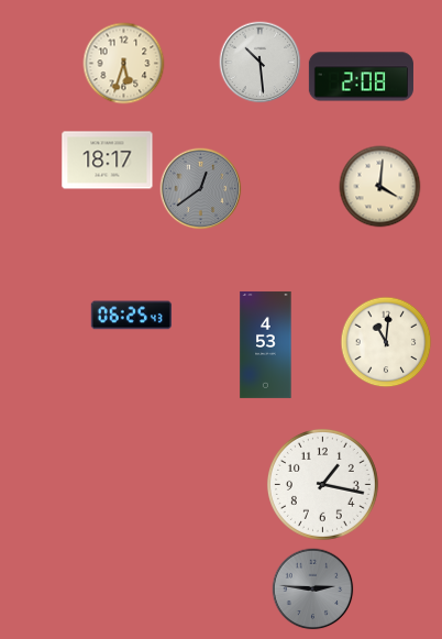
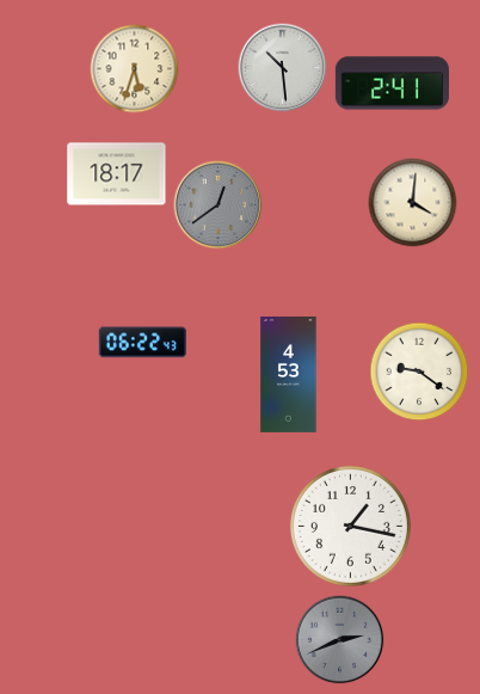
clock at (361, 77): 2:08 -> 2:41
clock at (131, 316): 06:25 -> 06:22
clock at (386, 342): 11:01 -> 9:21
clock at (313, 590): 2:46 -> 2:41
